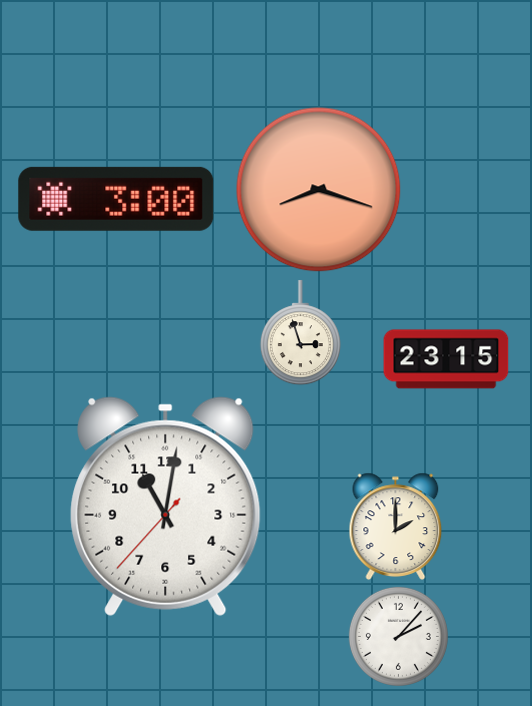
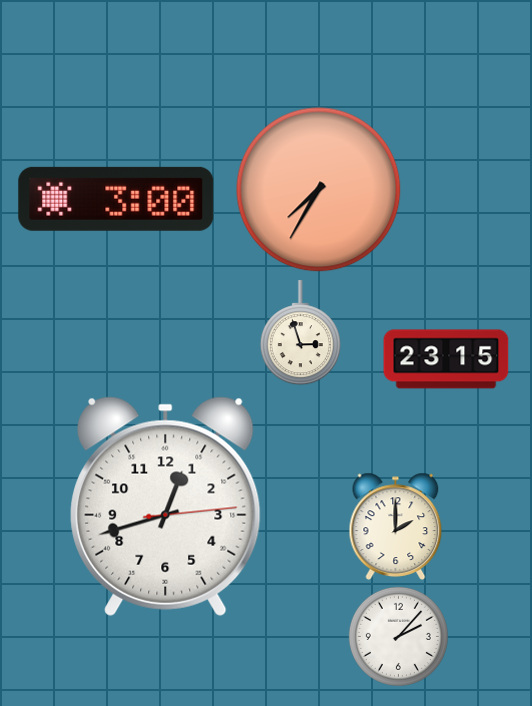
clock at (319, 190): 8:18 -> 7:35
clock at (166, 506): 11:01 -> 12:42
